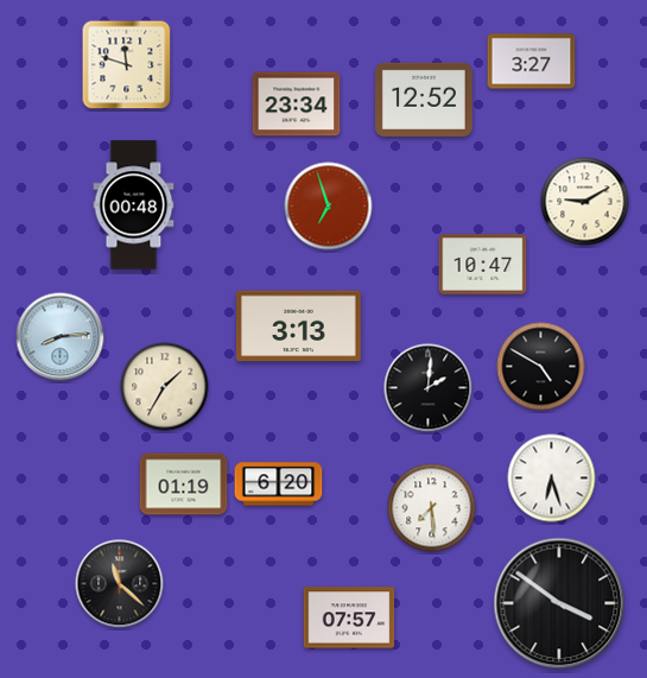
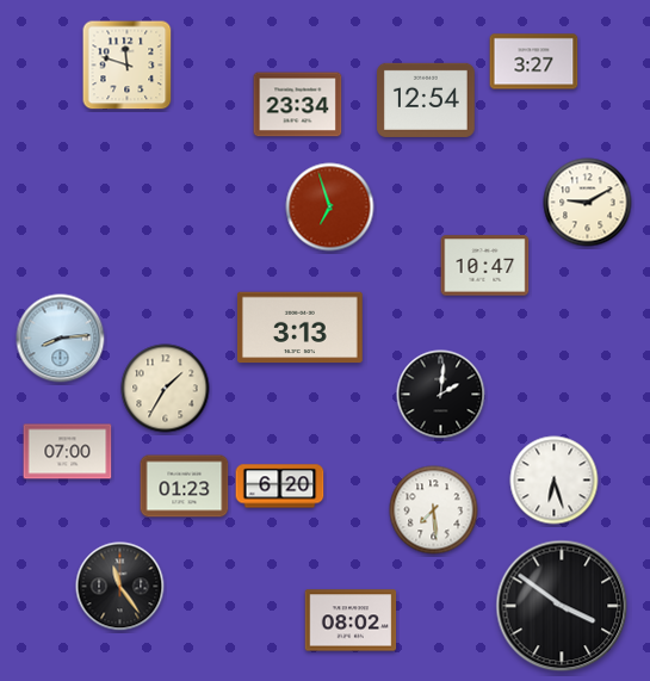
clock at (425, 100): 12:52 -> 12:54
clock at (134, 205): 00:48 -> none
clock at (541, 367): 4:50 -> none
clock at (429, 388) position: (429, 388) -> (441, 395)
clock at (68, 452): none -> 07:00
clock at (184, 484): 01:19 -> 01:23
clock at (120, 584): 11:22 -> 11:24
clock at (349, 617): 07:57 -> 08:02
